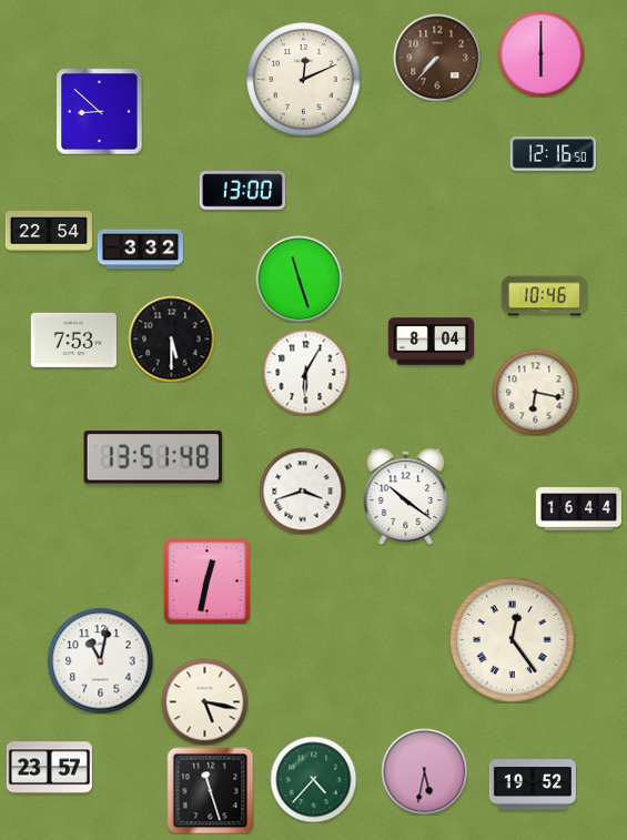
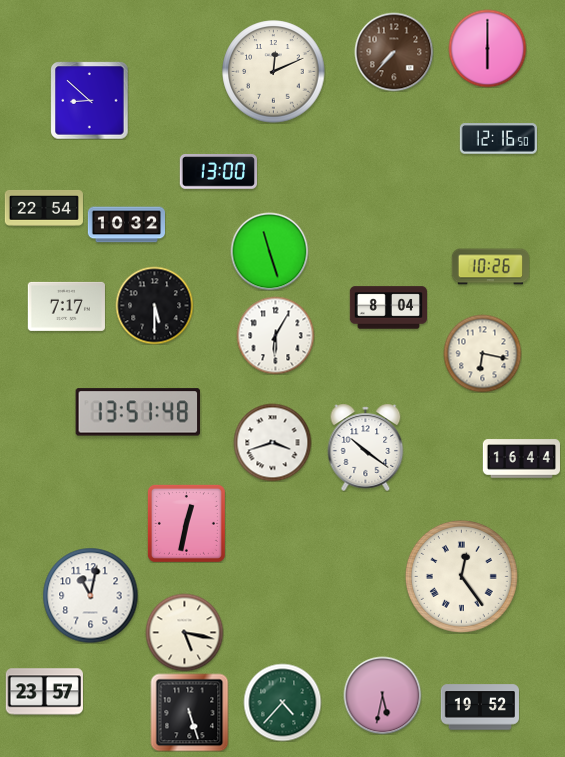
clock at (140, 250): 3:32 -> 10:32
clock at (544, 296): 10:46 -> 10:26
clock at (73, 340): 7:53 -> 7:17
clock at (210, 790): 11:27 -> 5:27
